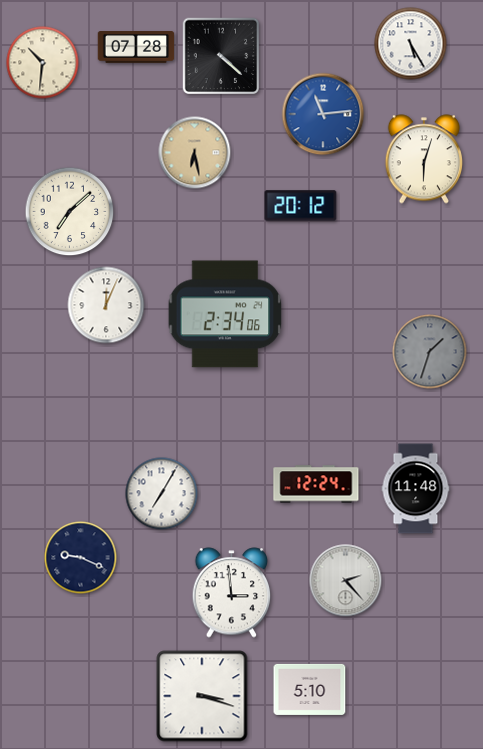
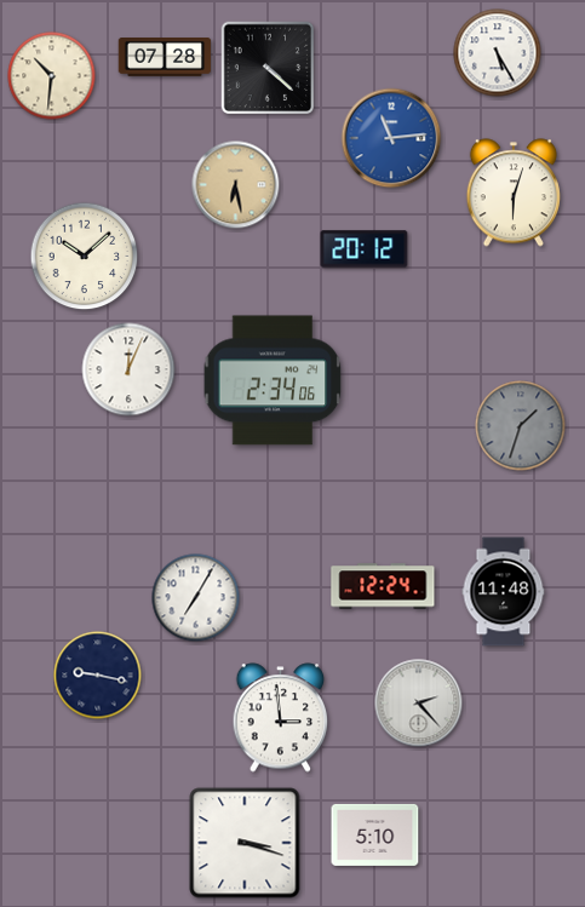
clock at (70, 212): 7:08 -> 10:08
clock at (81, 558): 9:19 -> 9:17
